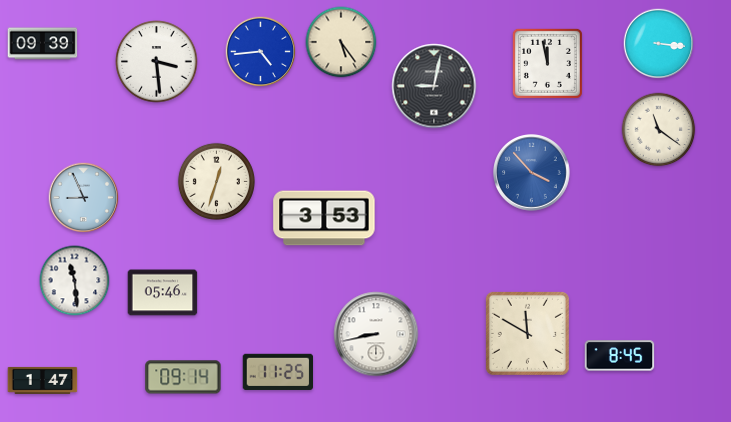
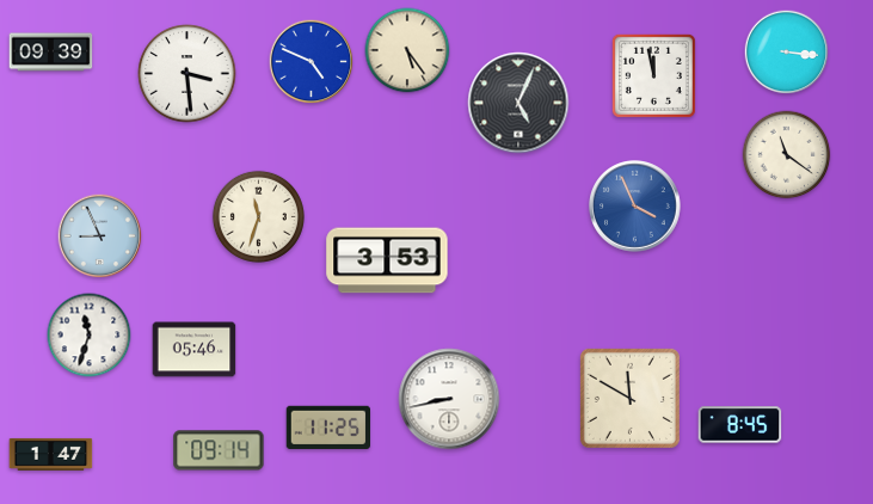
clock at (261, 52): 4:44 -> 4:49
clock at (434, 86): 9:02 -> 5:04
clock at (532, 173): 3:53 -> 3:56
clock at (216, 181): 12:33 -> 11:33
clock at (75, 281): 11:29 -> 11:33
clock at (277, 371) position: (277, 371) -> (327, 426)
